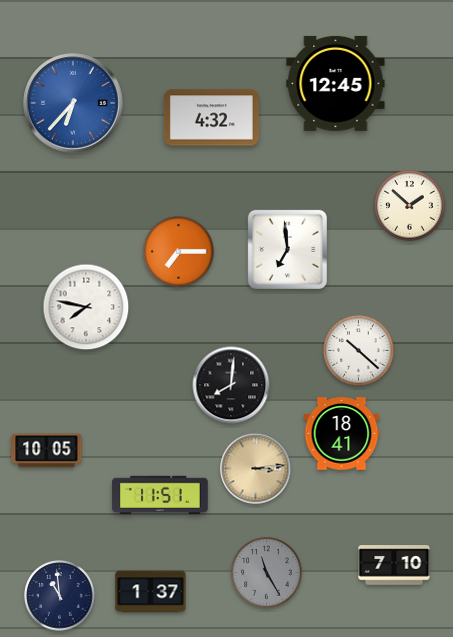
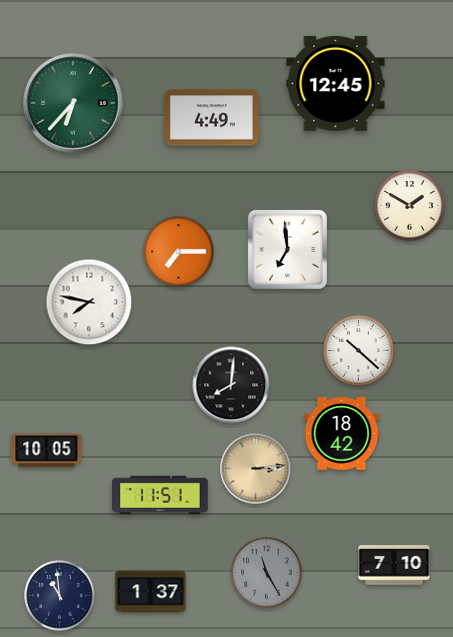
clock at (73, 103) dial: blue -> green
clock at (211, 118): 4:32 -> 4:49
clock at (410, 206): 1:52 -> 1:50
clock at (86, 307) position: (86, 307) -> (89, 302)
clock at (342, 434): 18:41 -> 18:42
